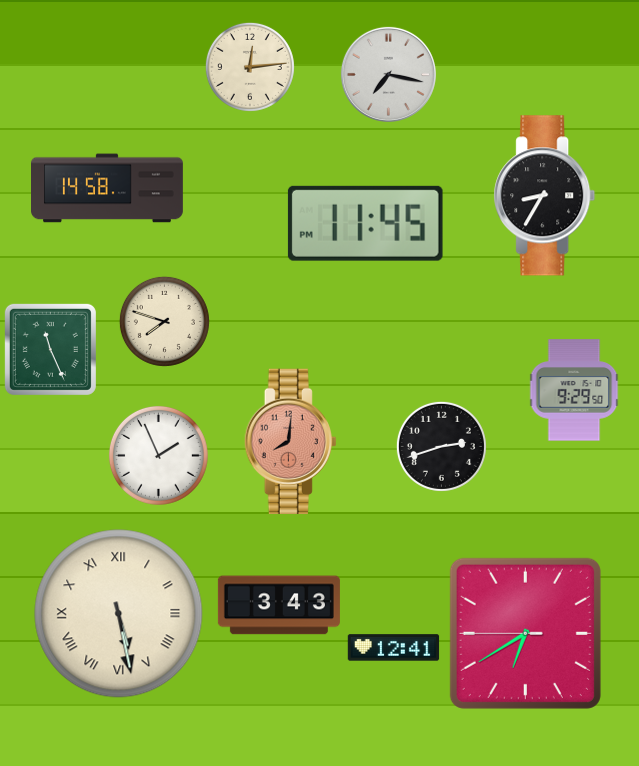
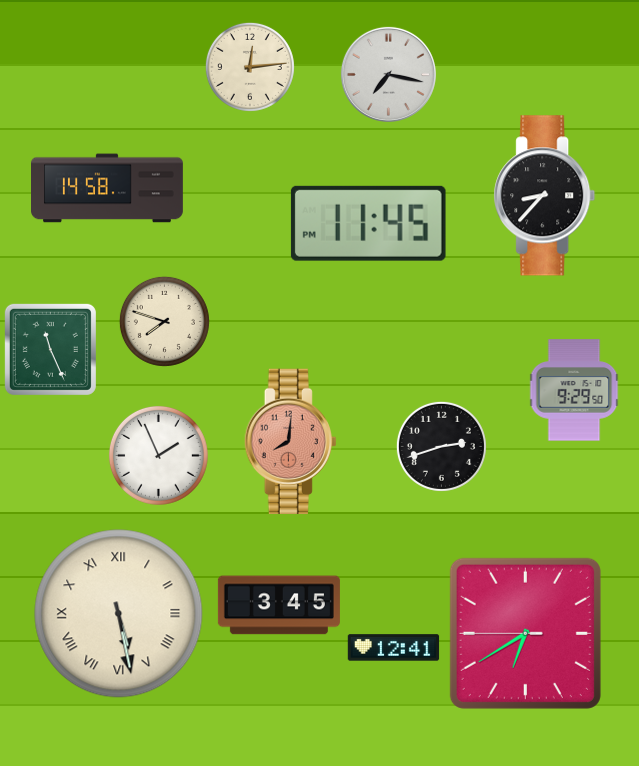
clock at (545, 196): 8:35 -> 8:37
clock at (365, 223) position: (365, 223) -> (368, 223)
clock at (279, 605): 3:43 -> 3:45
